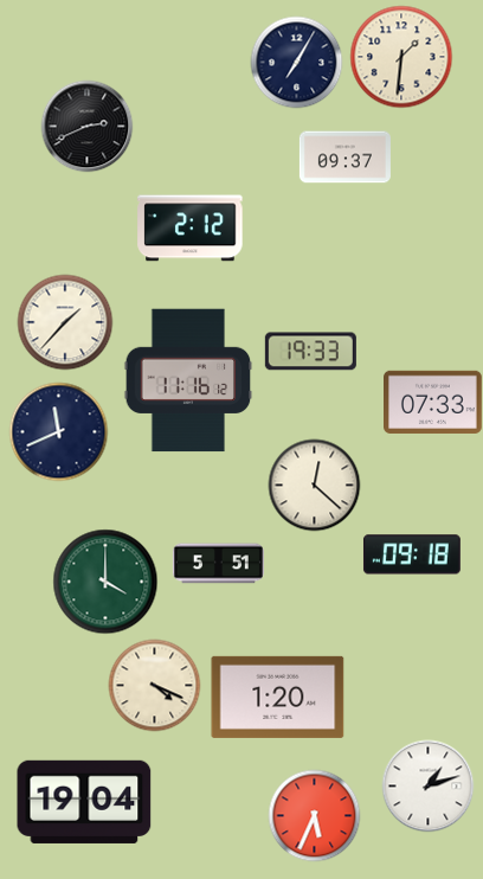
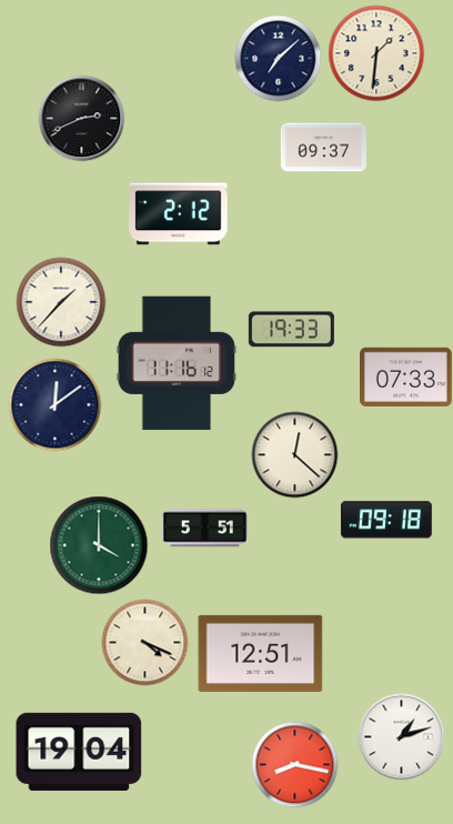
clock at (296, 62): 7:05 -> 7:08
clock at (188, 380) position: (188, 380) -> (177, 363)
clock at (58, 431): 11:41 -> 12:09
clock at (278, 697): 1:20 -> 12:51
clock at (314, 815): 5:34 -> 8:17
